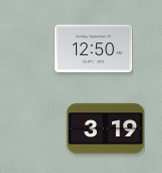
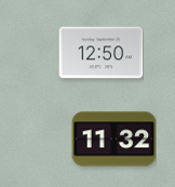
clock at (105, 129): 3:19 -> 11:32
